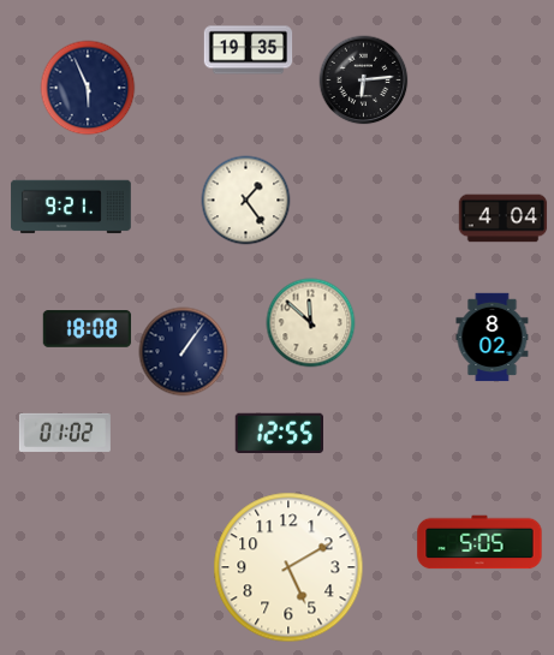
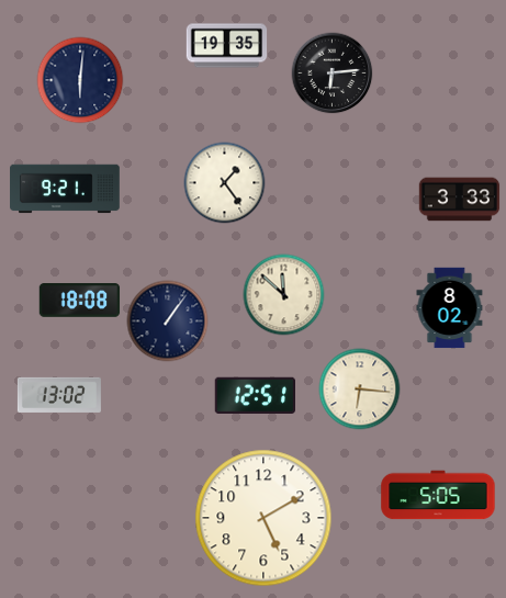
clock at (88, 88): 5:56 -> 6:01
clock at (504, 219): 4:04 -> 3:33
clock at (360, 390): none -> 6:16
clock at (65, 433): 01:02 -> 13:02
clock at (279, 433): 12:55 -> 12:51
